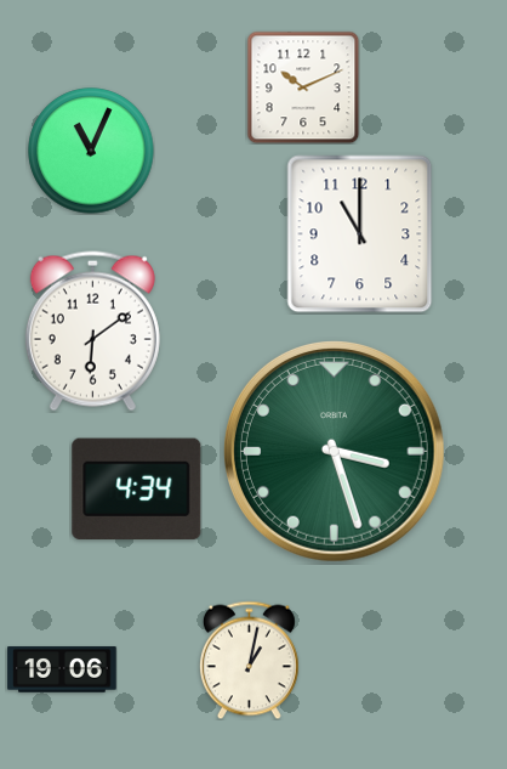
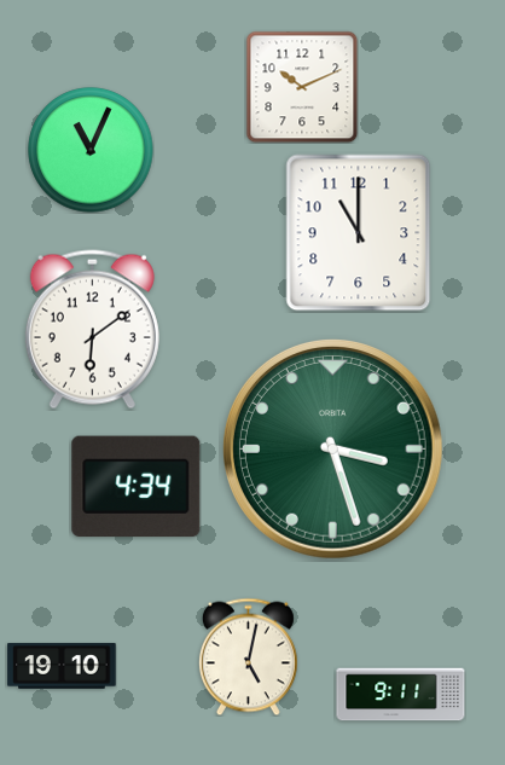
clock at (249, 660): 1:02 -> 5:02
clock at (62, 669): 19:06 -> 19:10
clock at (401, 695): none -> 9:11
